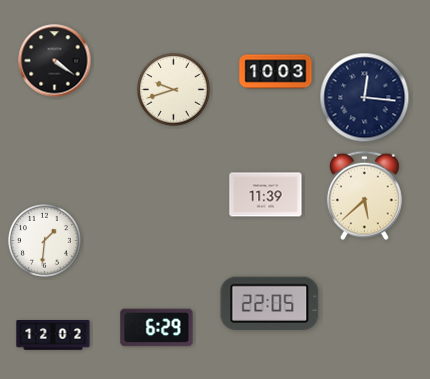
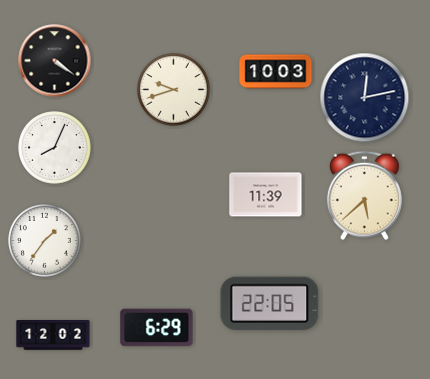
clock at (365, 98): 12:16 -> 12:13
clock at (55, 148): none -> 8:04
clock at (45, 241): 1:31 -> 1:36
